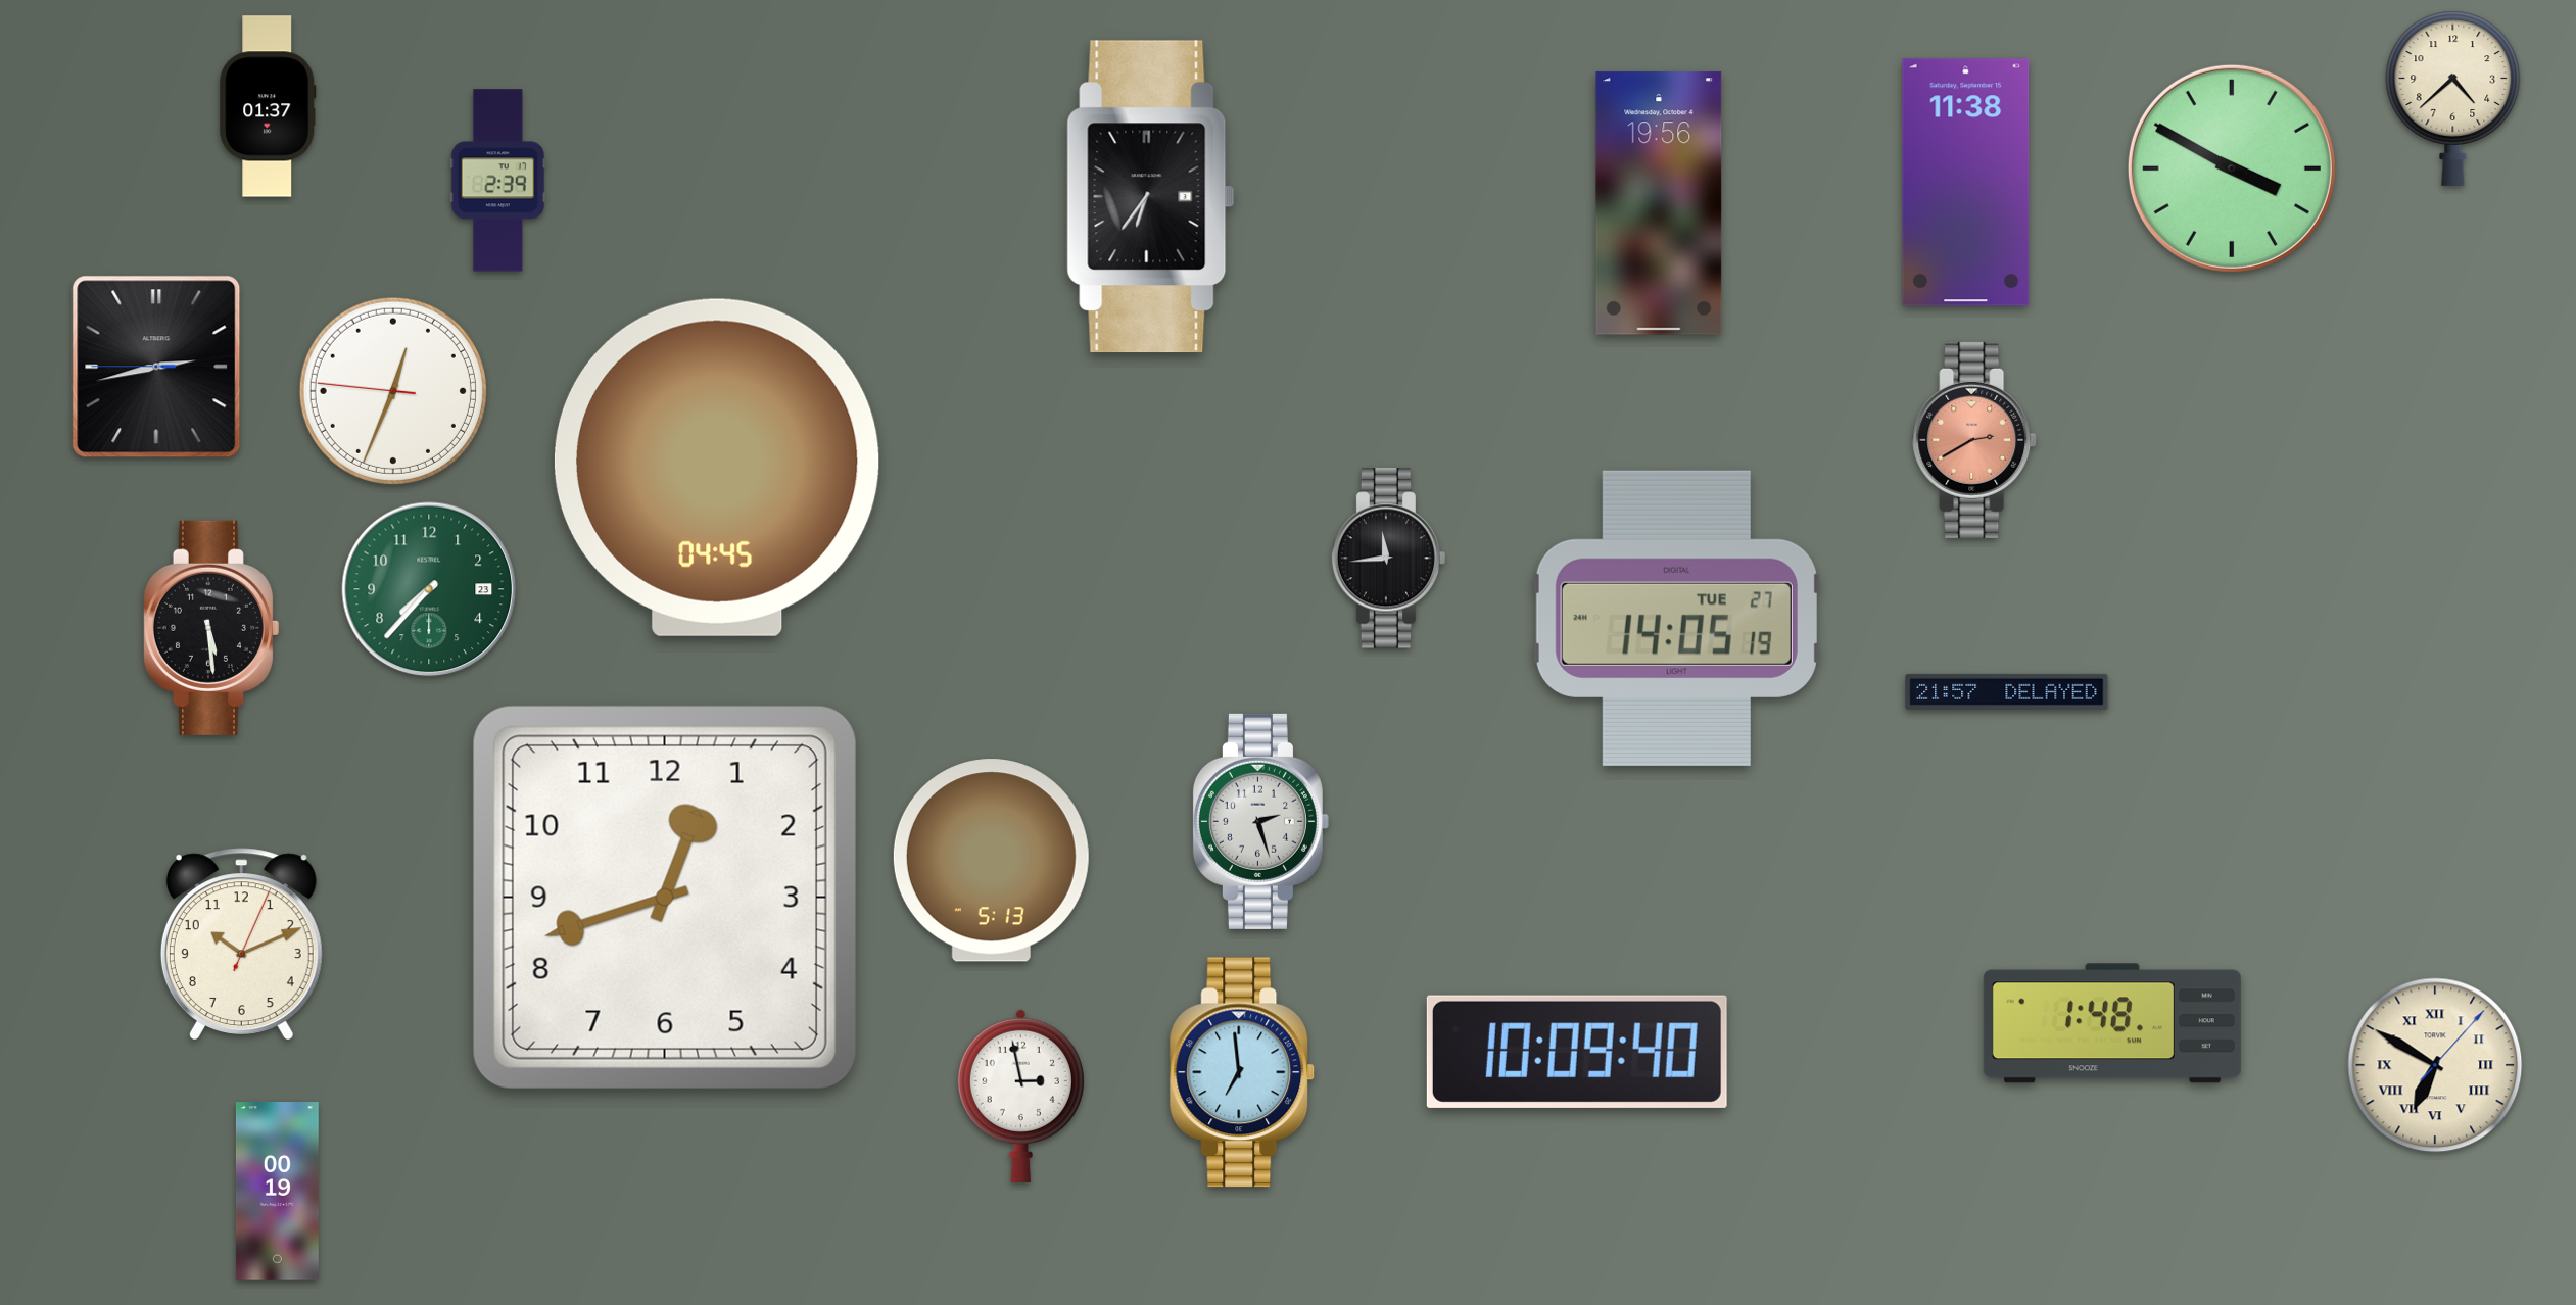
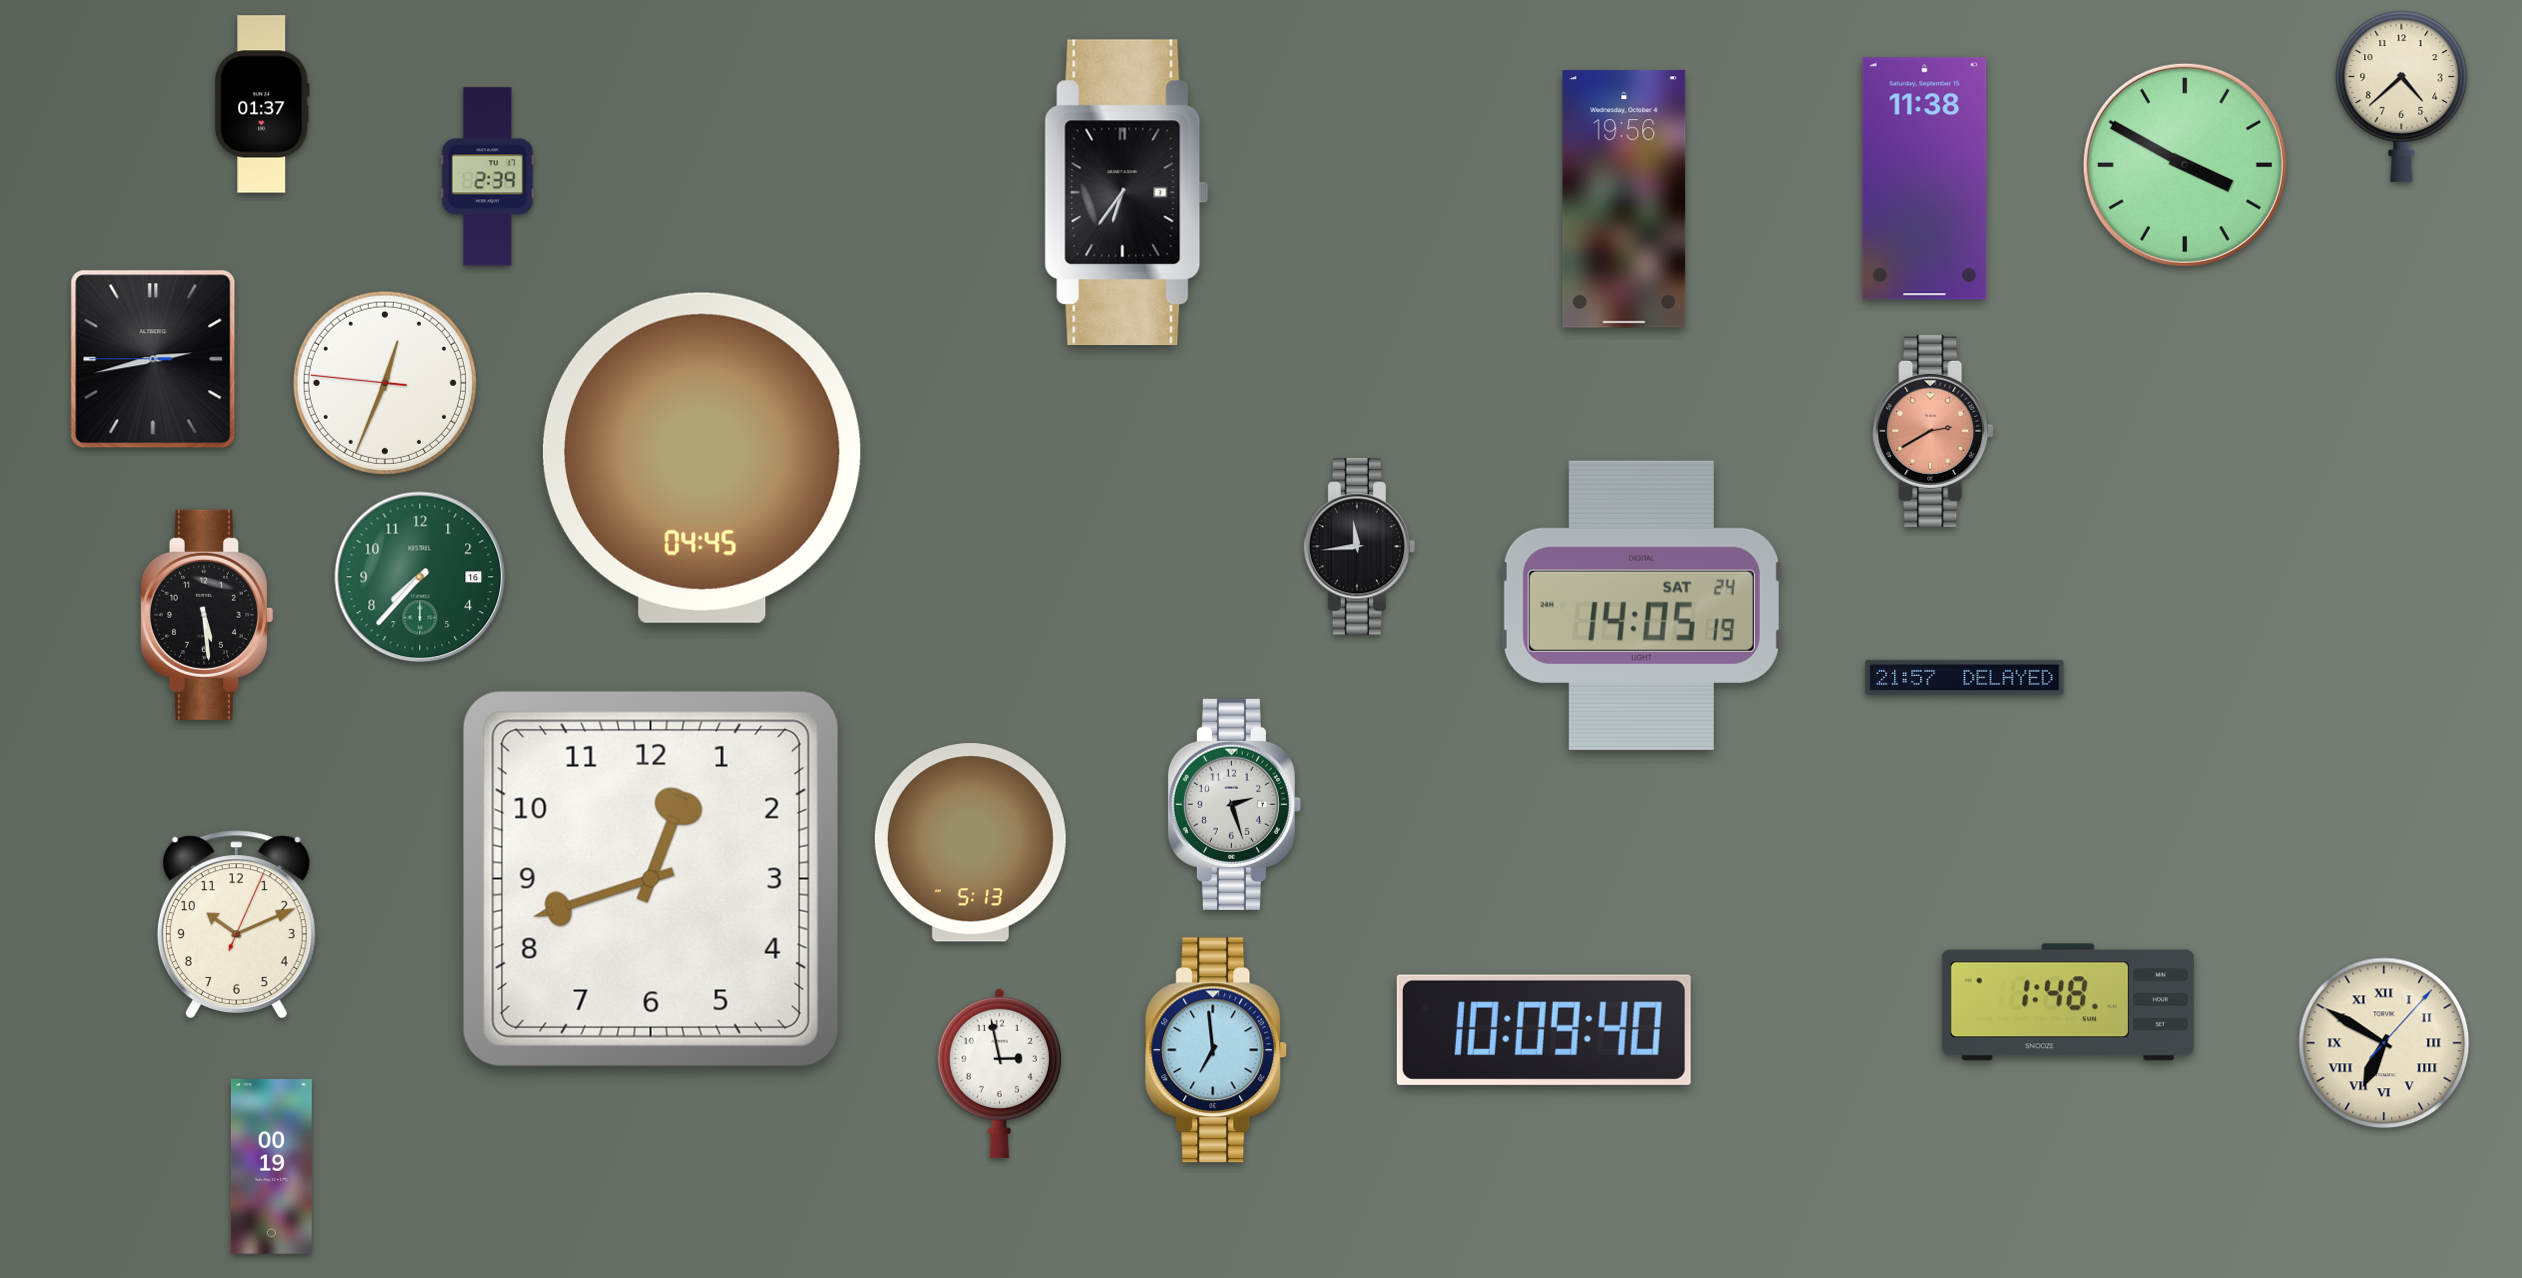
clock at (429, 589) date: 23 -> 16
clock at (1676, 618) date: TUE 27 -> SAT 24
